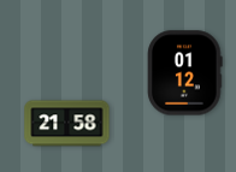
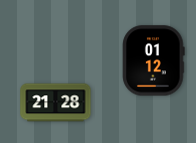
clock at (67, 124): 21:58 -> 21:28
